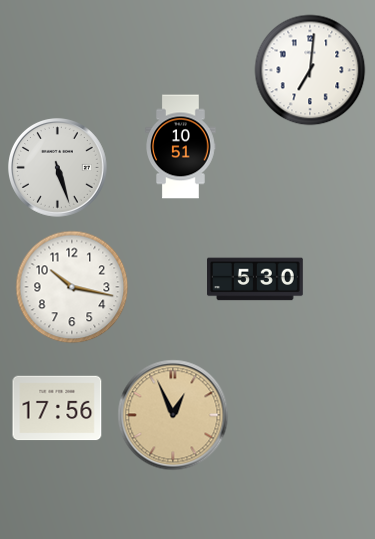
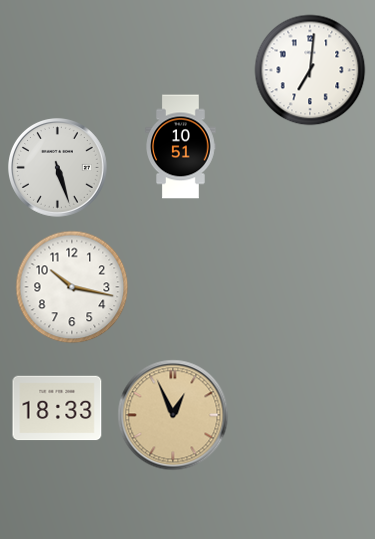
clock at (256, 279): 5:30 -> none
clock at (57, 408): 17:56 -> 18:33
